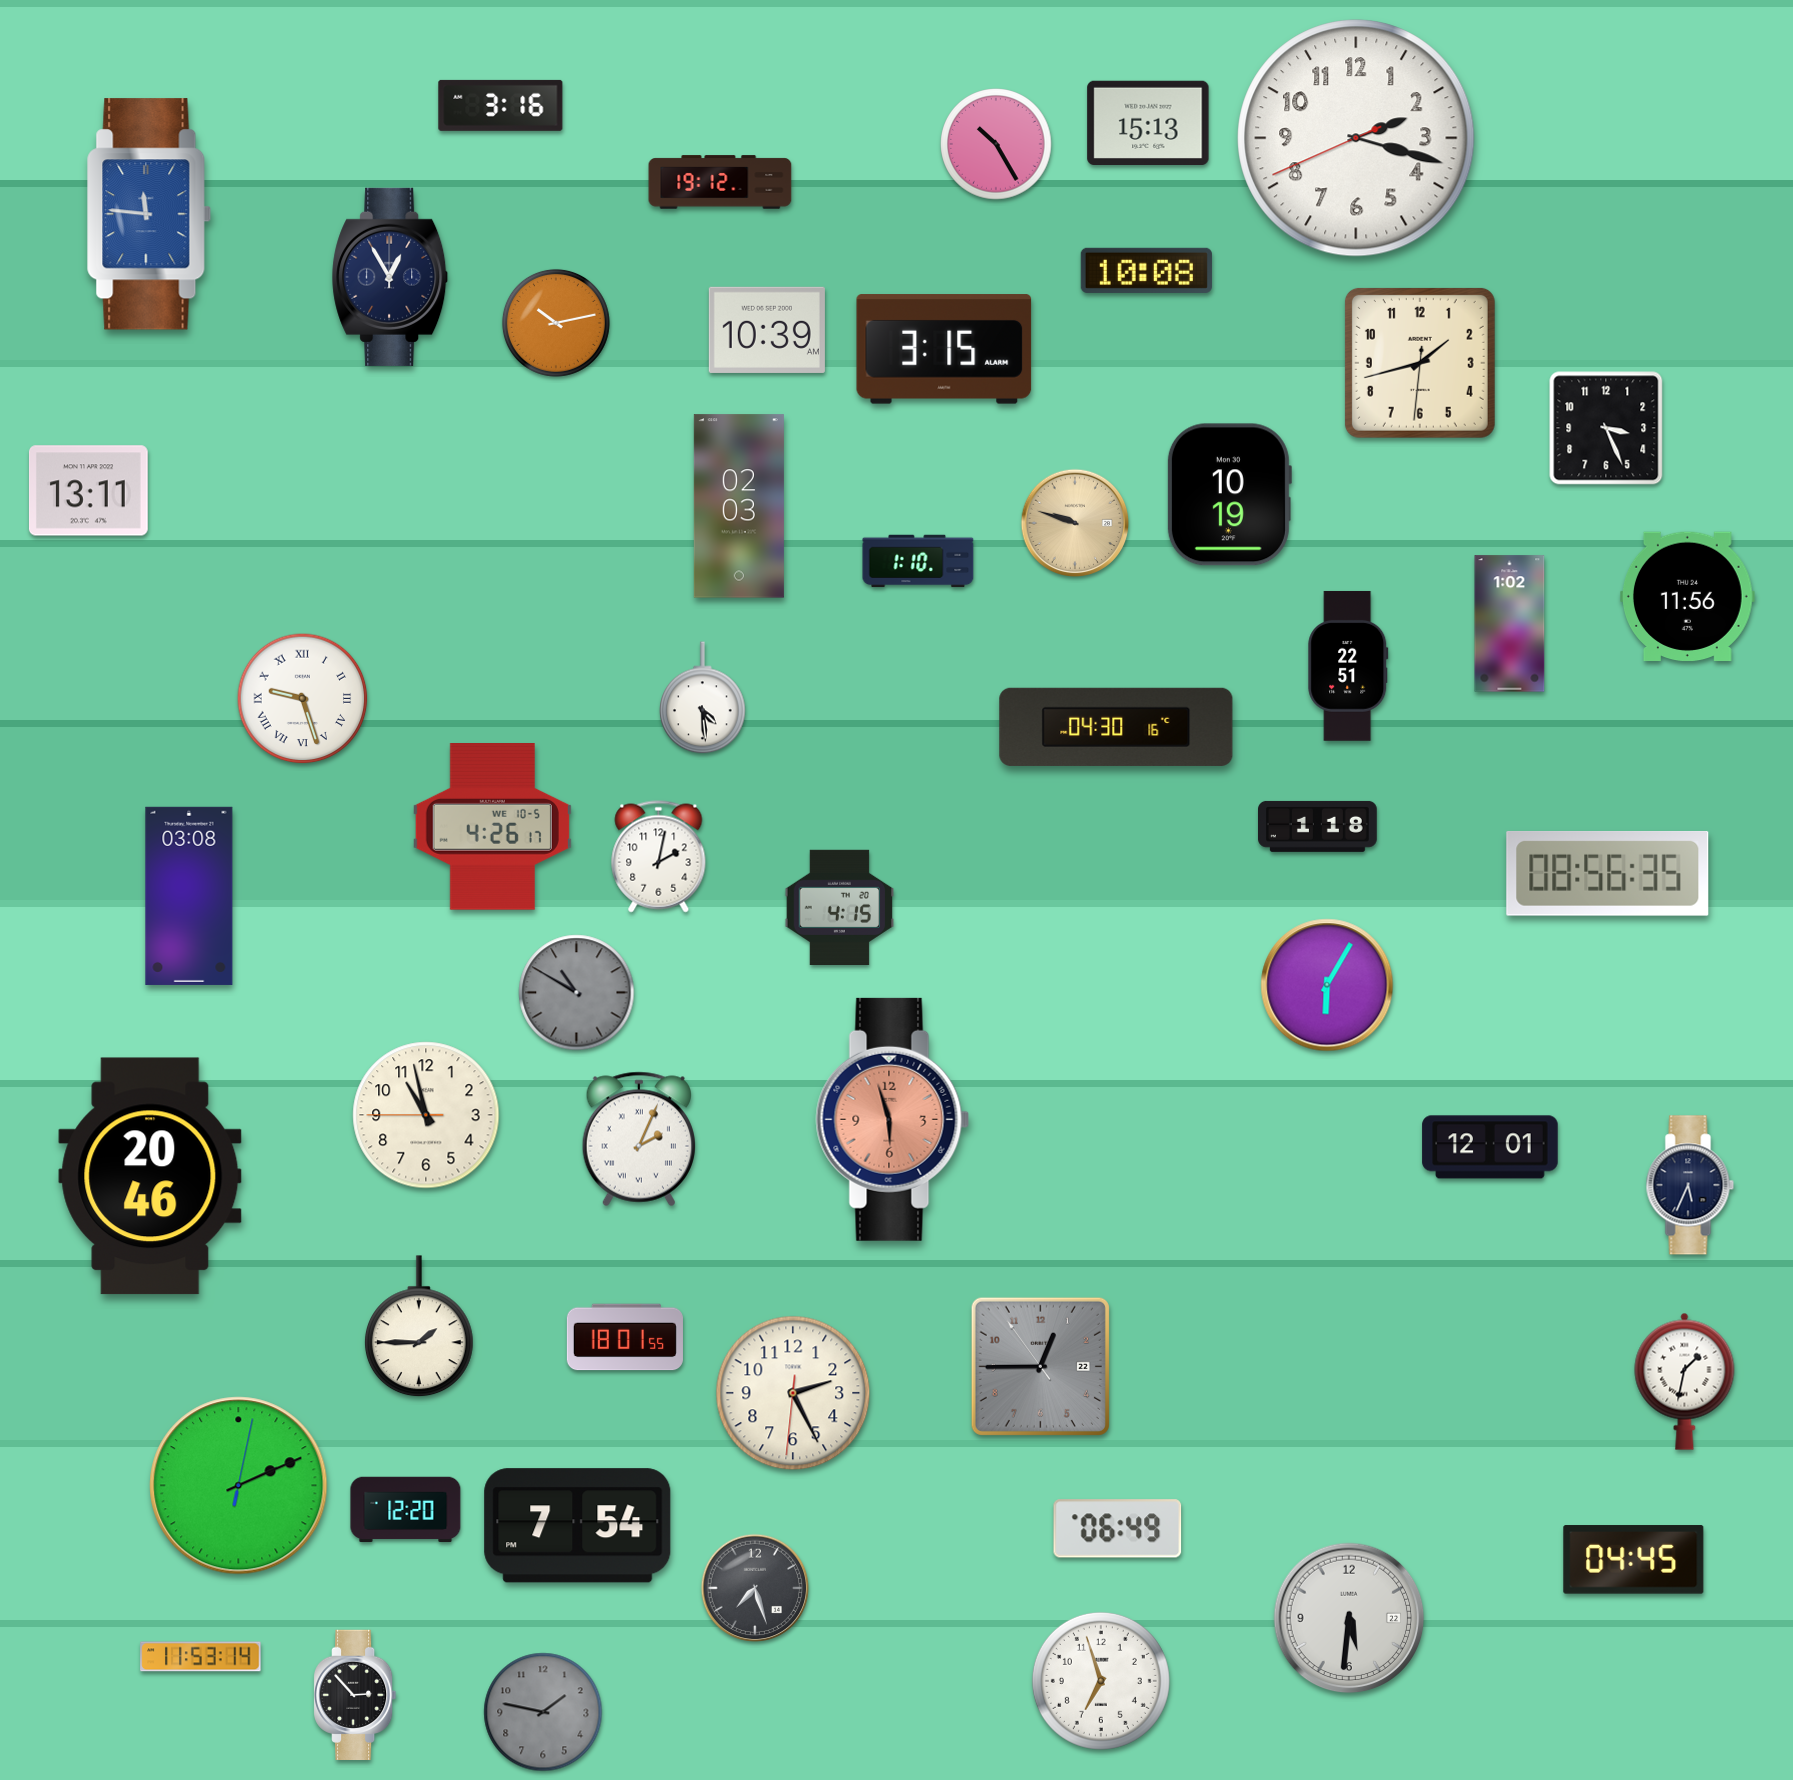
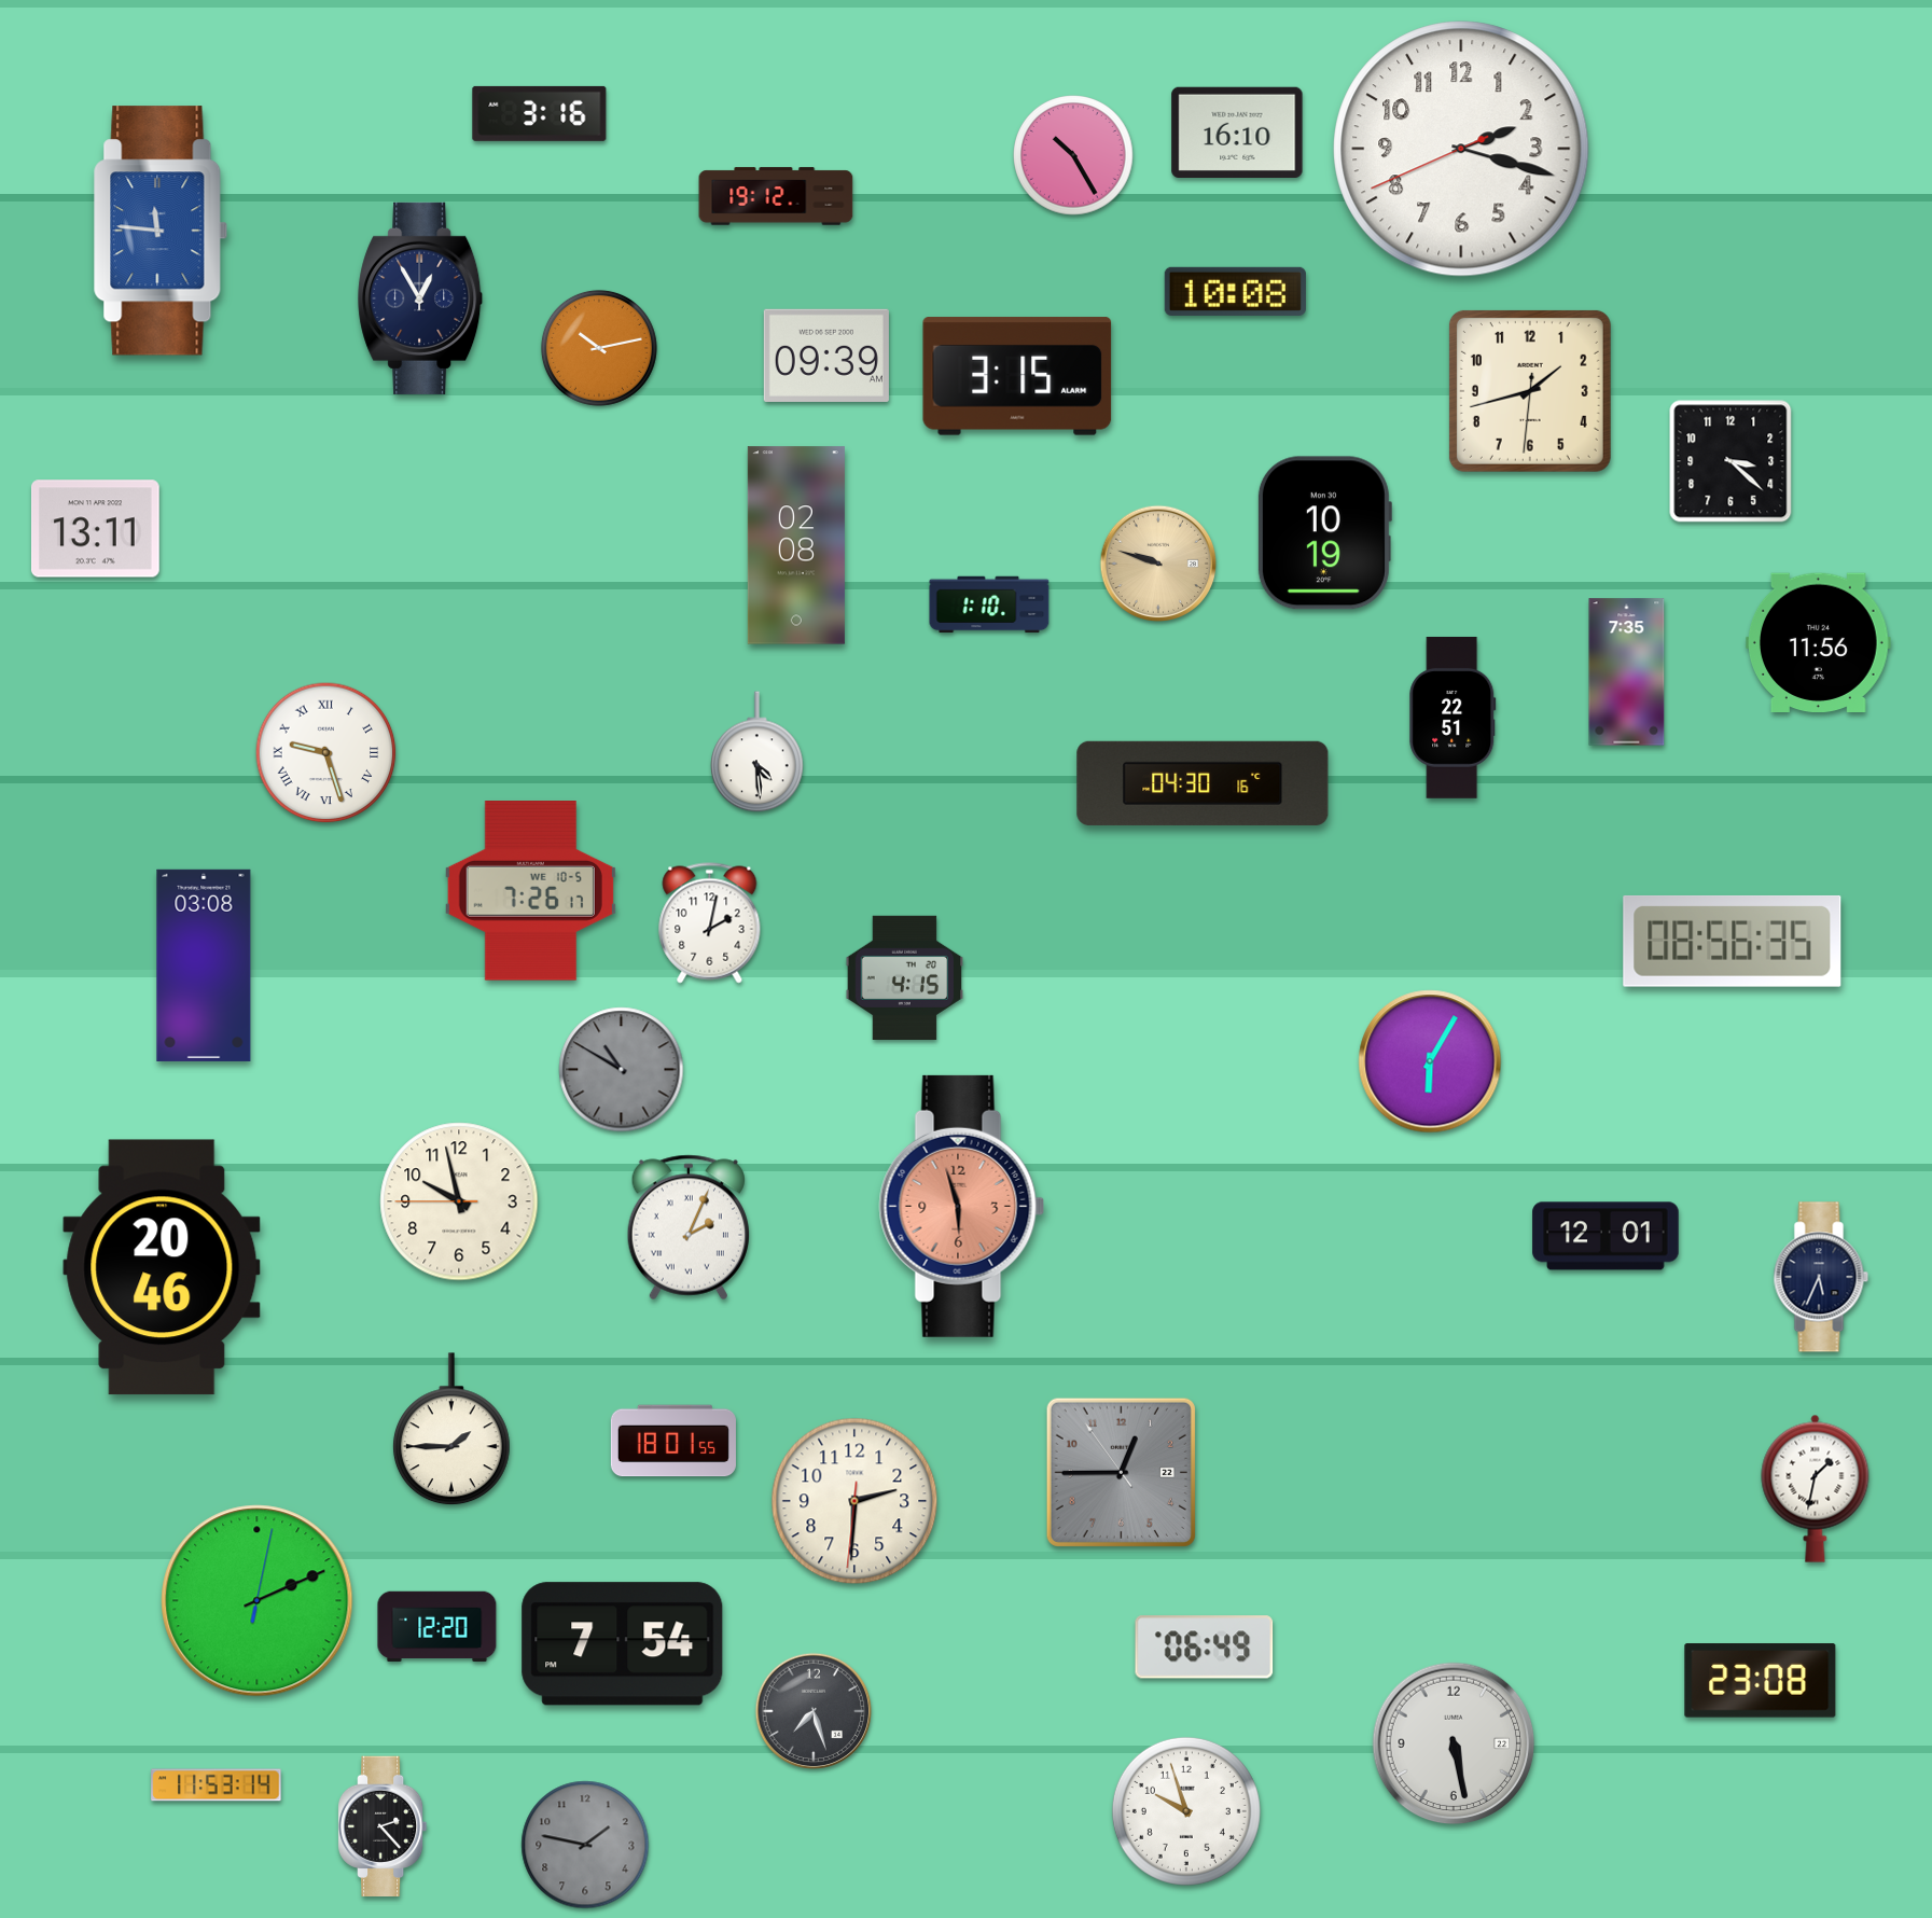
clock at (1148, 122): 15:13 -> 16:10
clock at (767, 330): 10:39 -> 09:39
clock at (1606, 428): 3:26 -> 3:22
clock at (739, 506): 02:03 -> 02:08
clock at (1510, 624): 1:02 -> 7:35
clock at (1318, 826): 1:18 -> none
clock at (492, 827): 4:26 -> 7:26
clock at (426, 1115): 10:57 -> 9:57
clock at (793, 1393): 2:25 -> 2:30
clock at (1634, 1560): 04:45 -> 23:08
clock at (1349, 1618): 5:31 -> 5:28
clock at (1101, 1681): 6:57 -> 9:57
clock at (356, 1695): 2:53 -> 2:23
